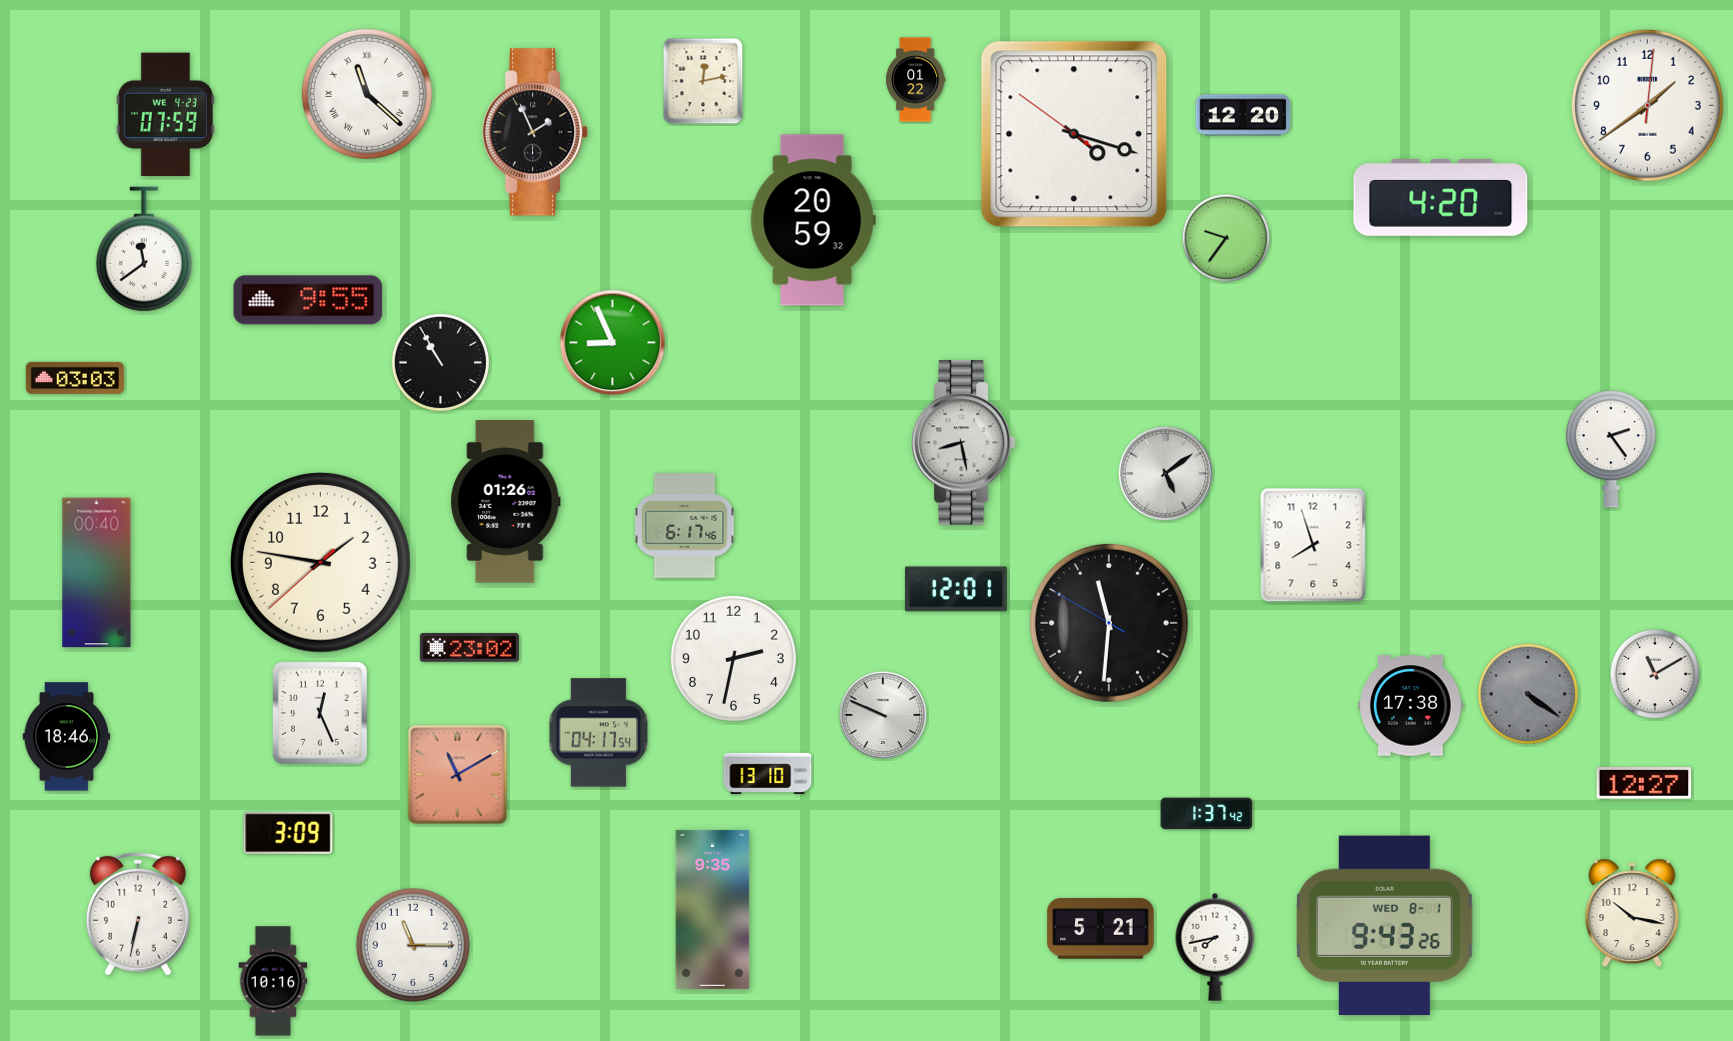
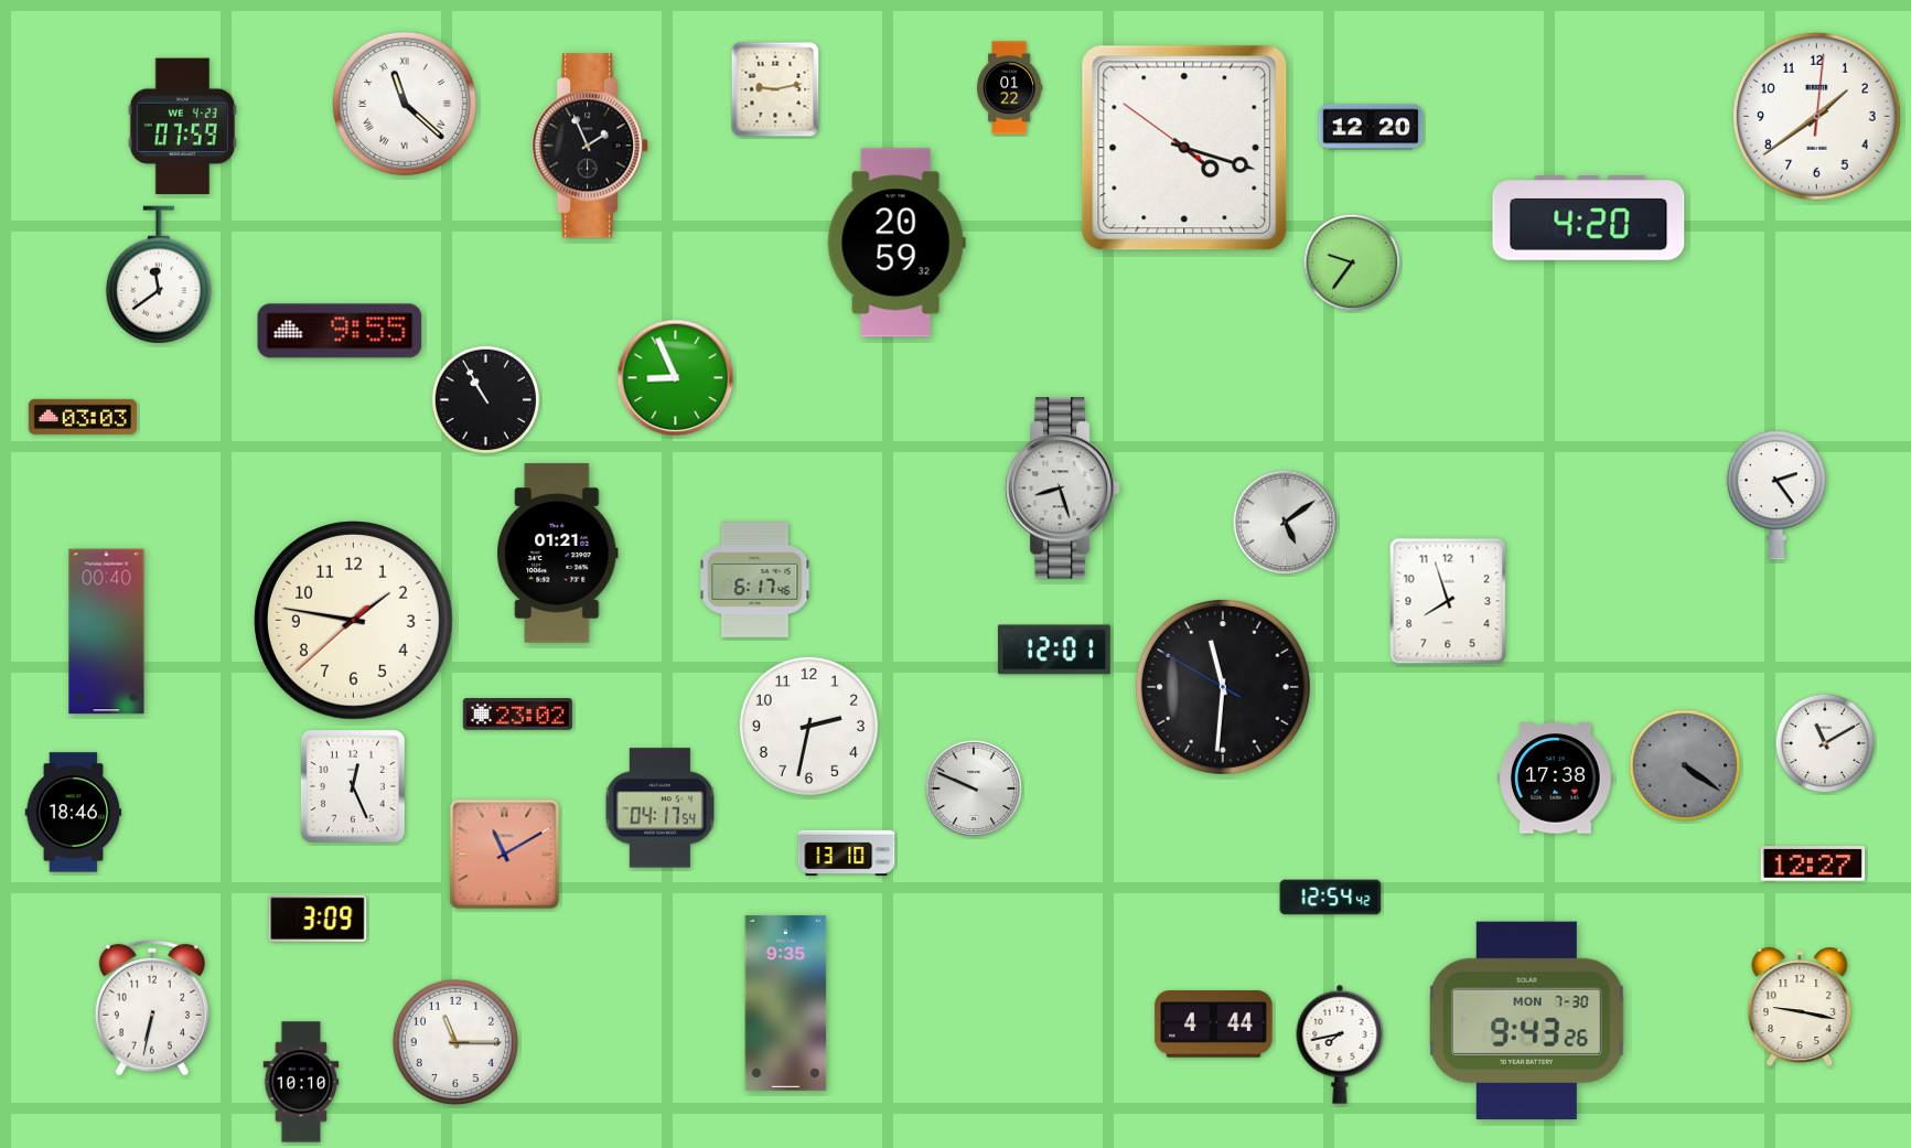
clock at (703, 81): 12:13 -> 9:13
clock at (963, 443): 8:28 -> 8:27
clock at (506, 502): 01:26 -> 01:21
clock at (1207, 814): 1:37 -> 12:54
clock at (1632, 912): 10:17 -> 9:17
clock at (1384, 926) date: WED 8-1 -> MON 7-30
clock at (1101, 929): 5:21 -> 4:44
clock at (273, 981): 10:16 -> 10:10
